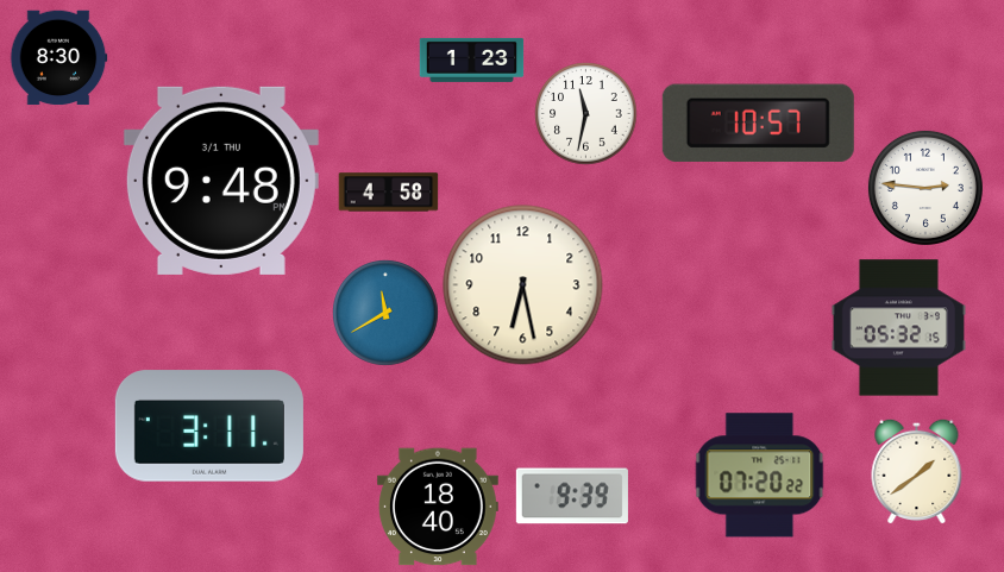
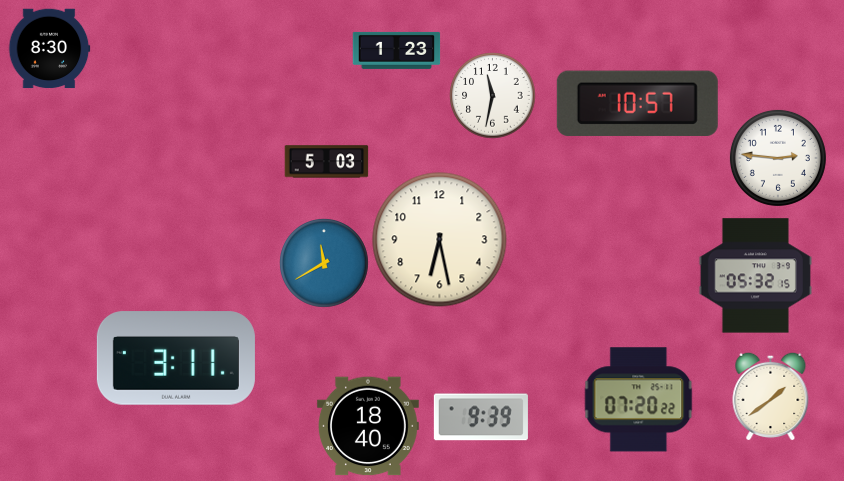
clock at (221, 181): 9:48 -> none
clock at (388, 193): 4:58 -> 5:03
